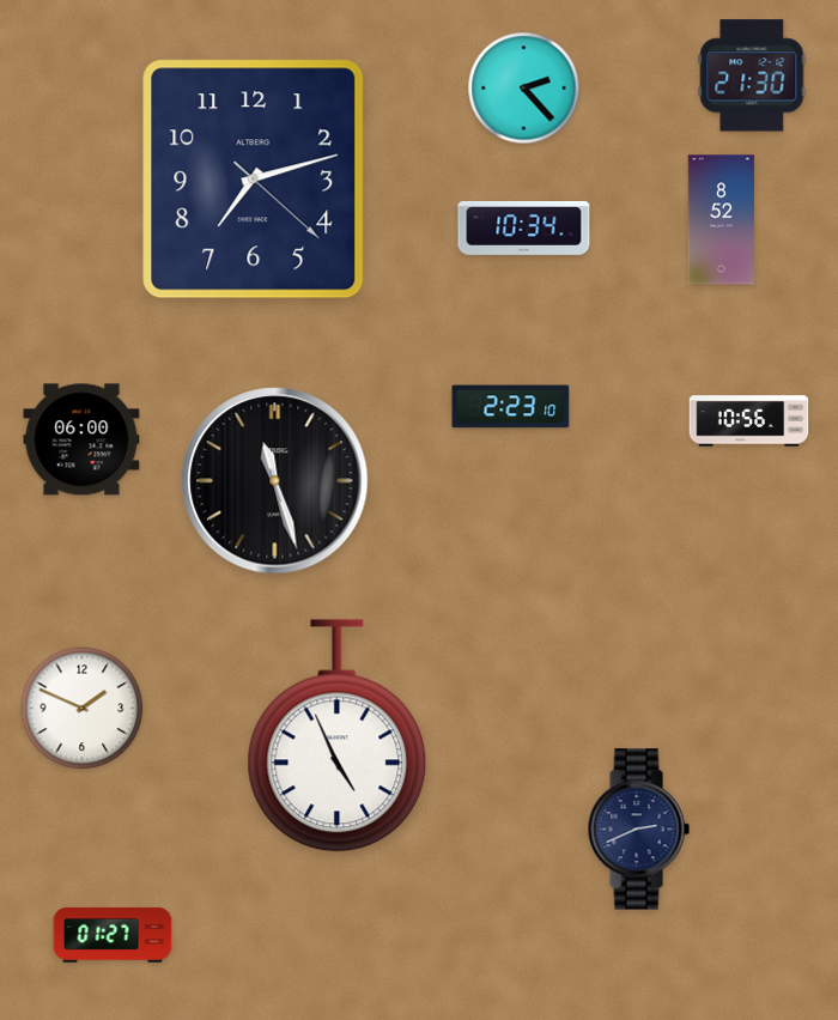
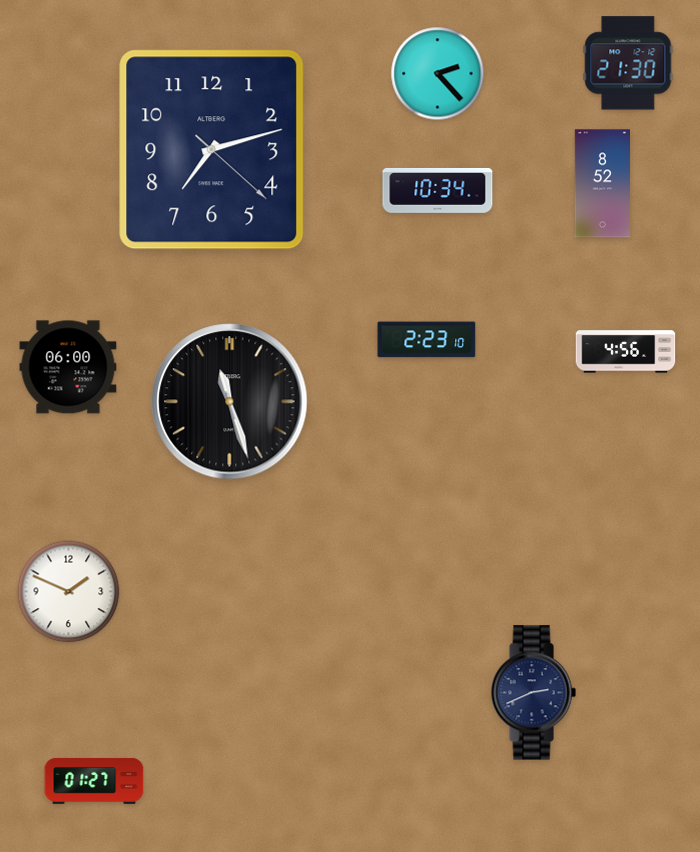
clock at (749, 421): 10:56 -> 4:56
clock at (338, 736): 4:56 -> none
